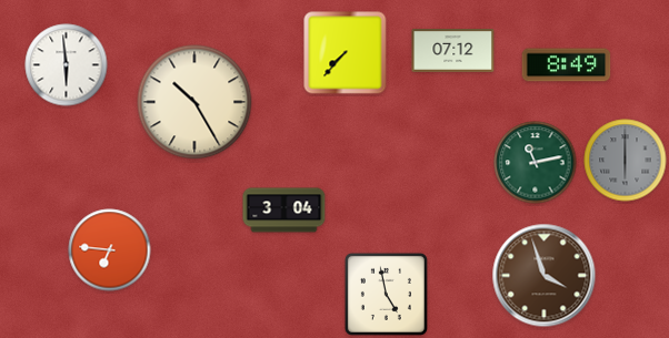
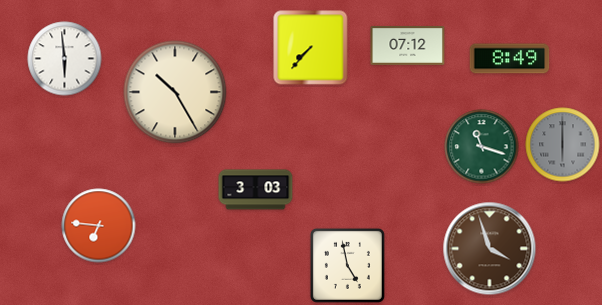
clock at (67, 65) position: (67, 65) -> (65, 59)
clock at (536, 163): 11:13 -> 11:18
clock at (284, 211): 3:04 -> 3:03
